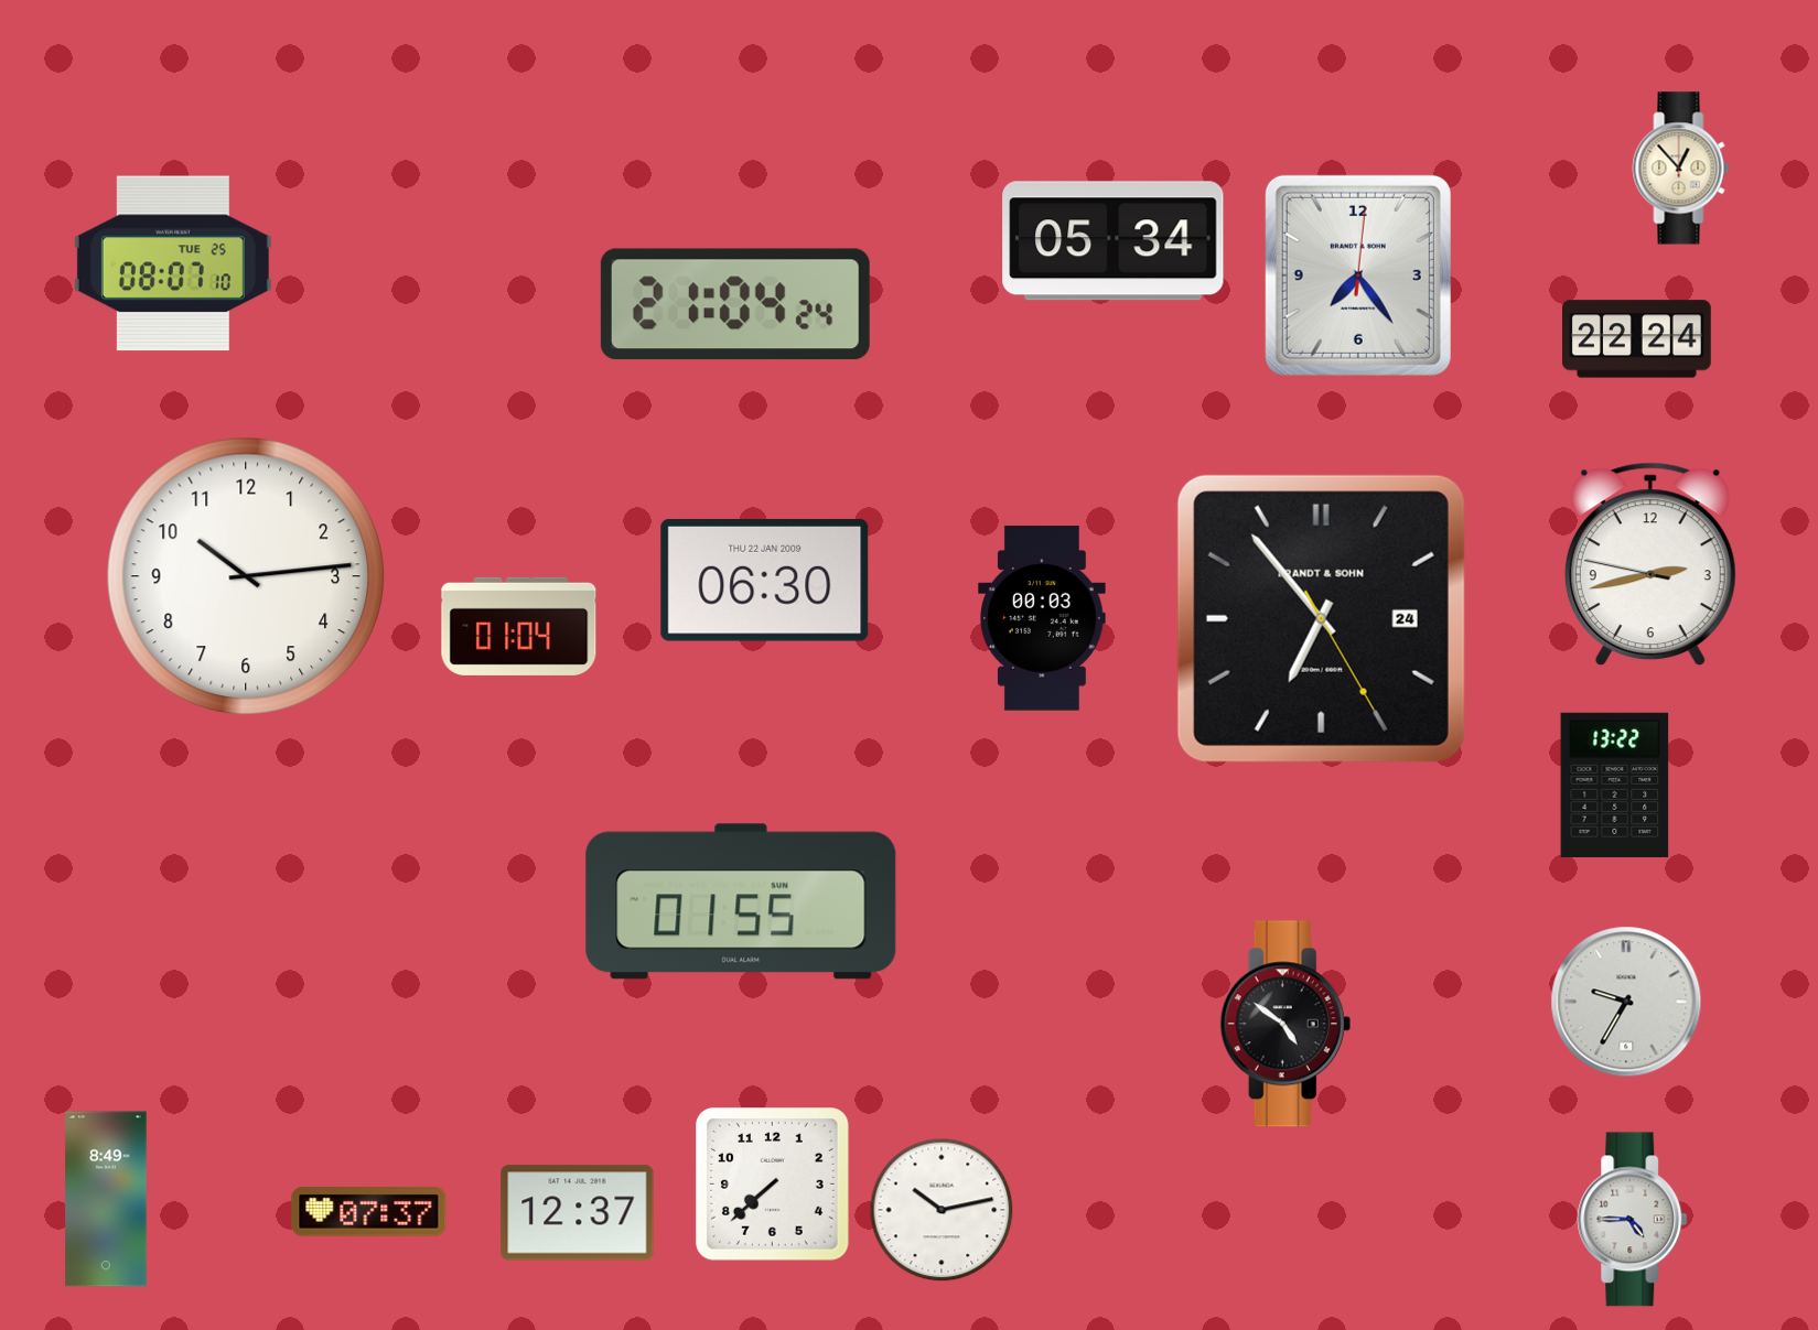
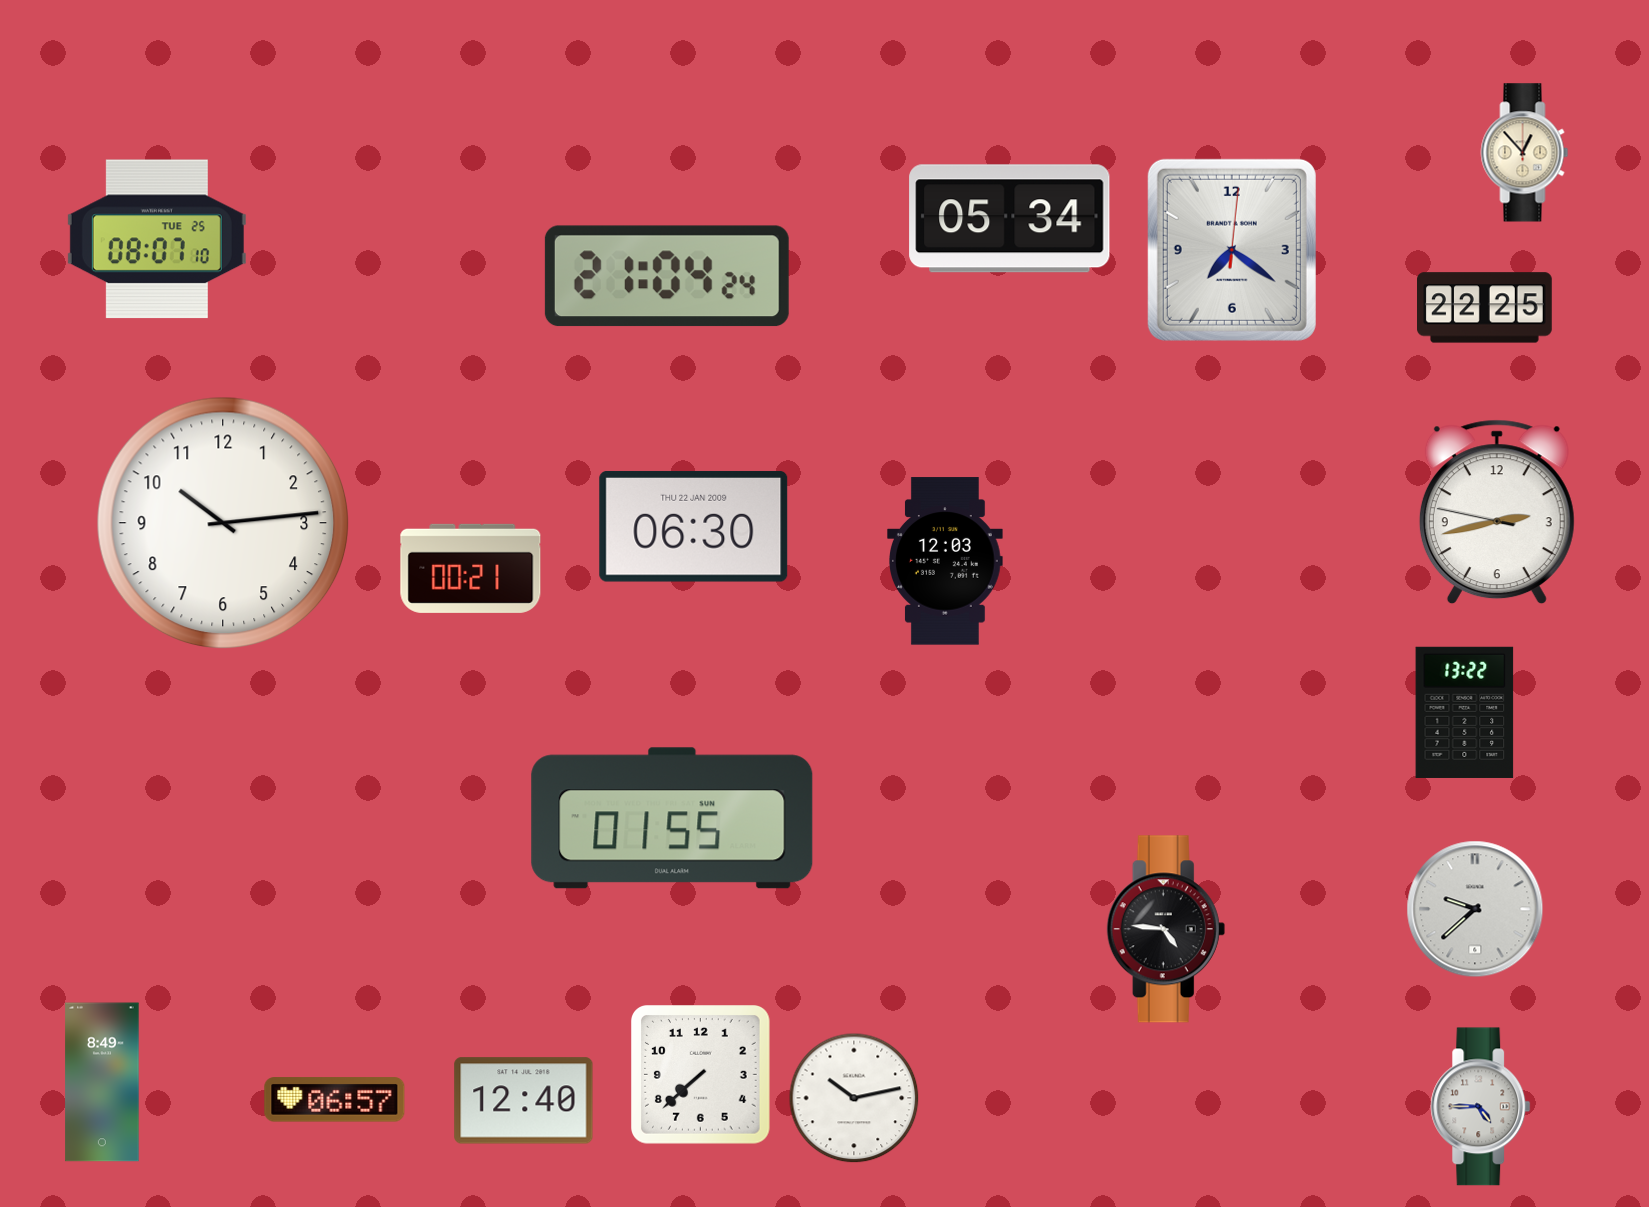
clock at (1358, 275): 7:24 -> 7:21
clock at (1637, 339): 22:24 -> 22:25
clock at (1043, 618): 00:03 -> 12:03
clock at (1321, 618): 6:53 -> none
clock at (519, 626): 01:04 -> 00:21
clock at (1626, 1002): 9:35 -> 9:38
clock at (1285, 1024): 4:51 -> 4:46
clock at (106, 1199) position: (106, 1199) -> (102, 1082)
clock at (369, 1212): 07:37 -> 06:57
clock at (578, 1213): 12:37 -> 12:40
